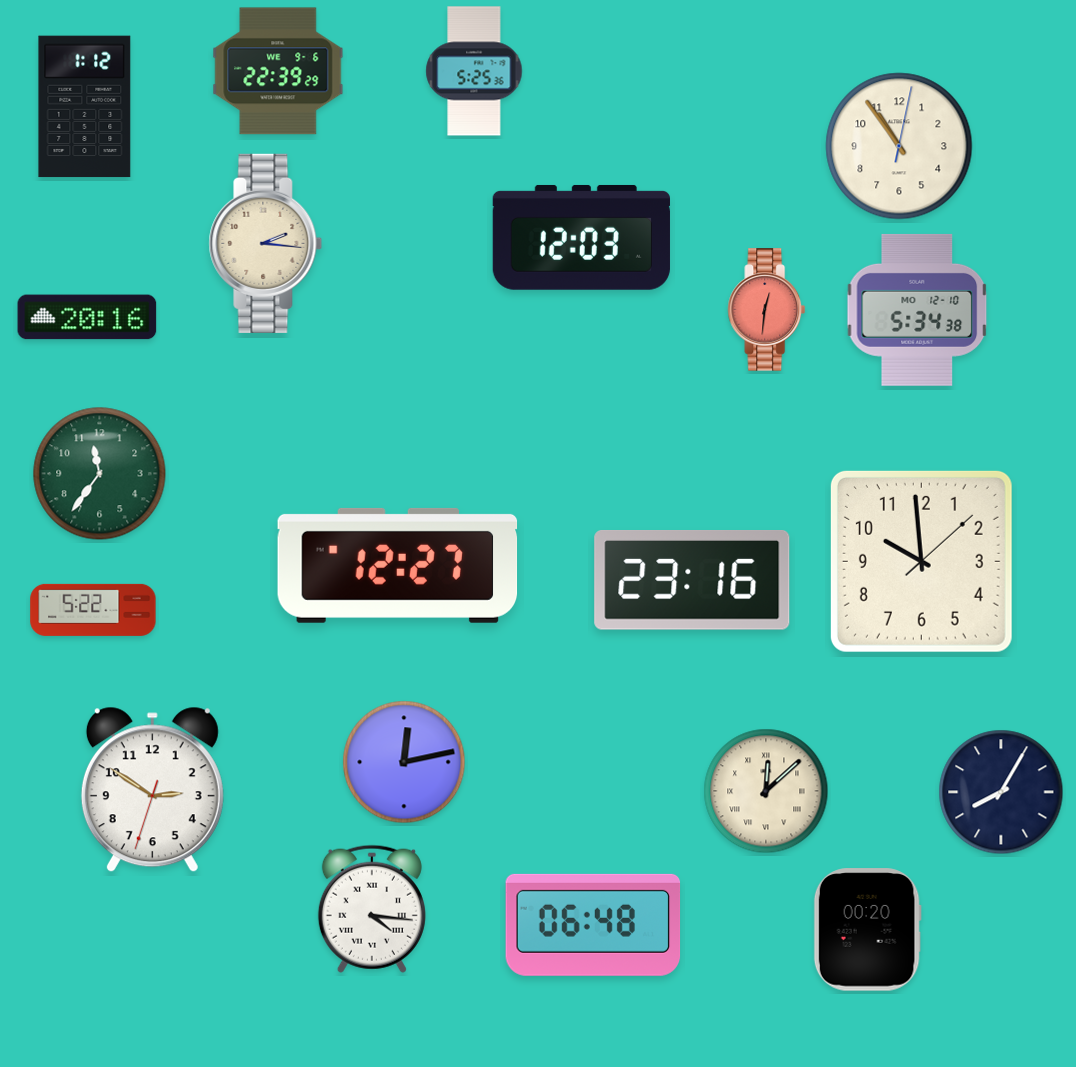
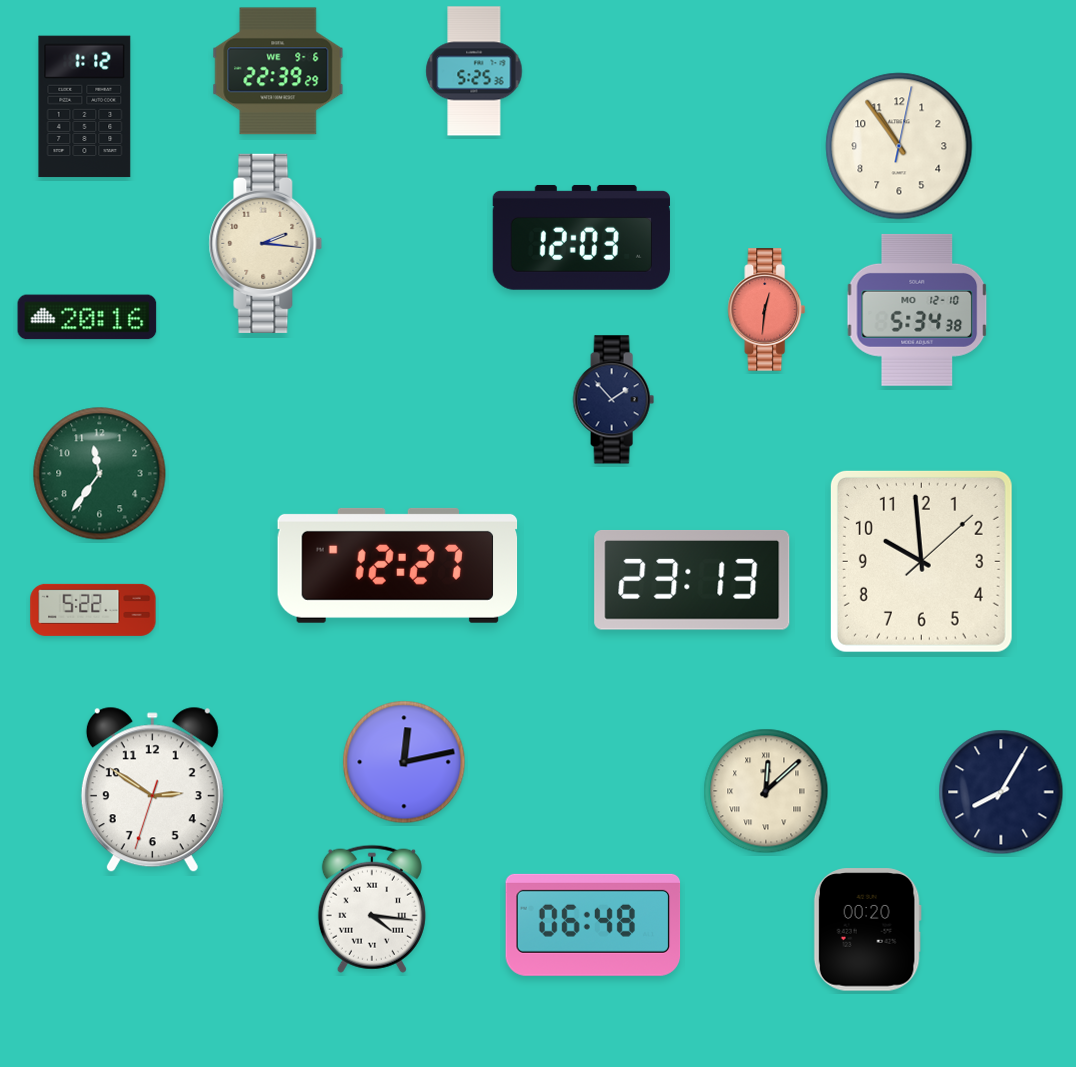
clock at (613, 400): none -> 1:53
clock at (692, 581): 23:16 -> 23:13
